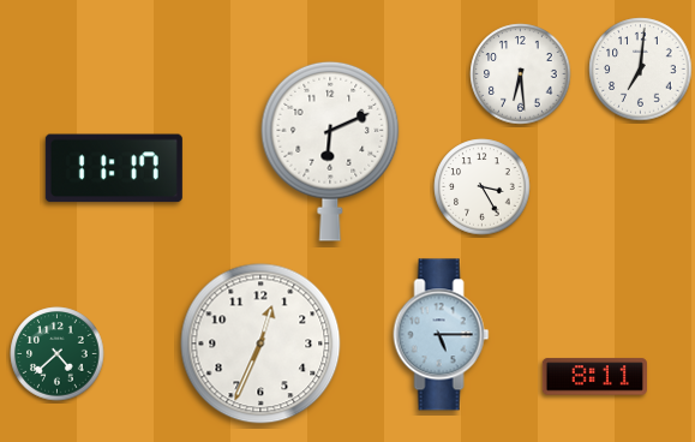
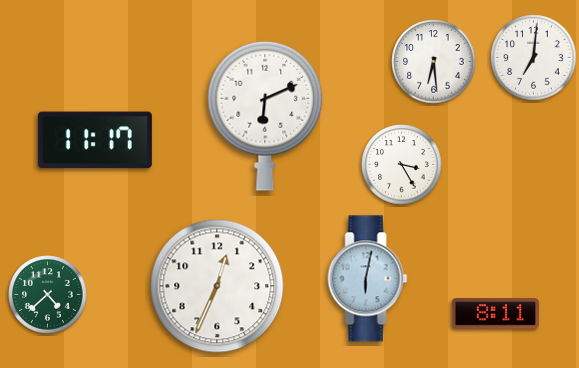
clock at (330, 151) position: (330, 151) -> (265, 116)
clock at (483, 187) position: (483, 187) -> (402, 165)
clock at (442, 335): 5:15 -> 6:02
